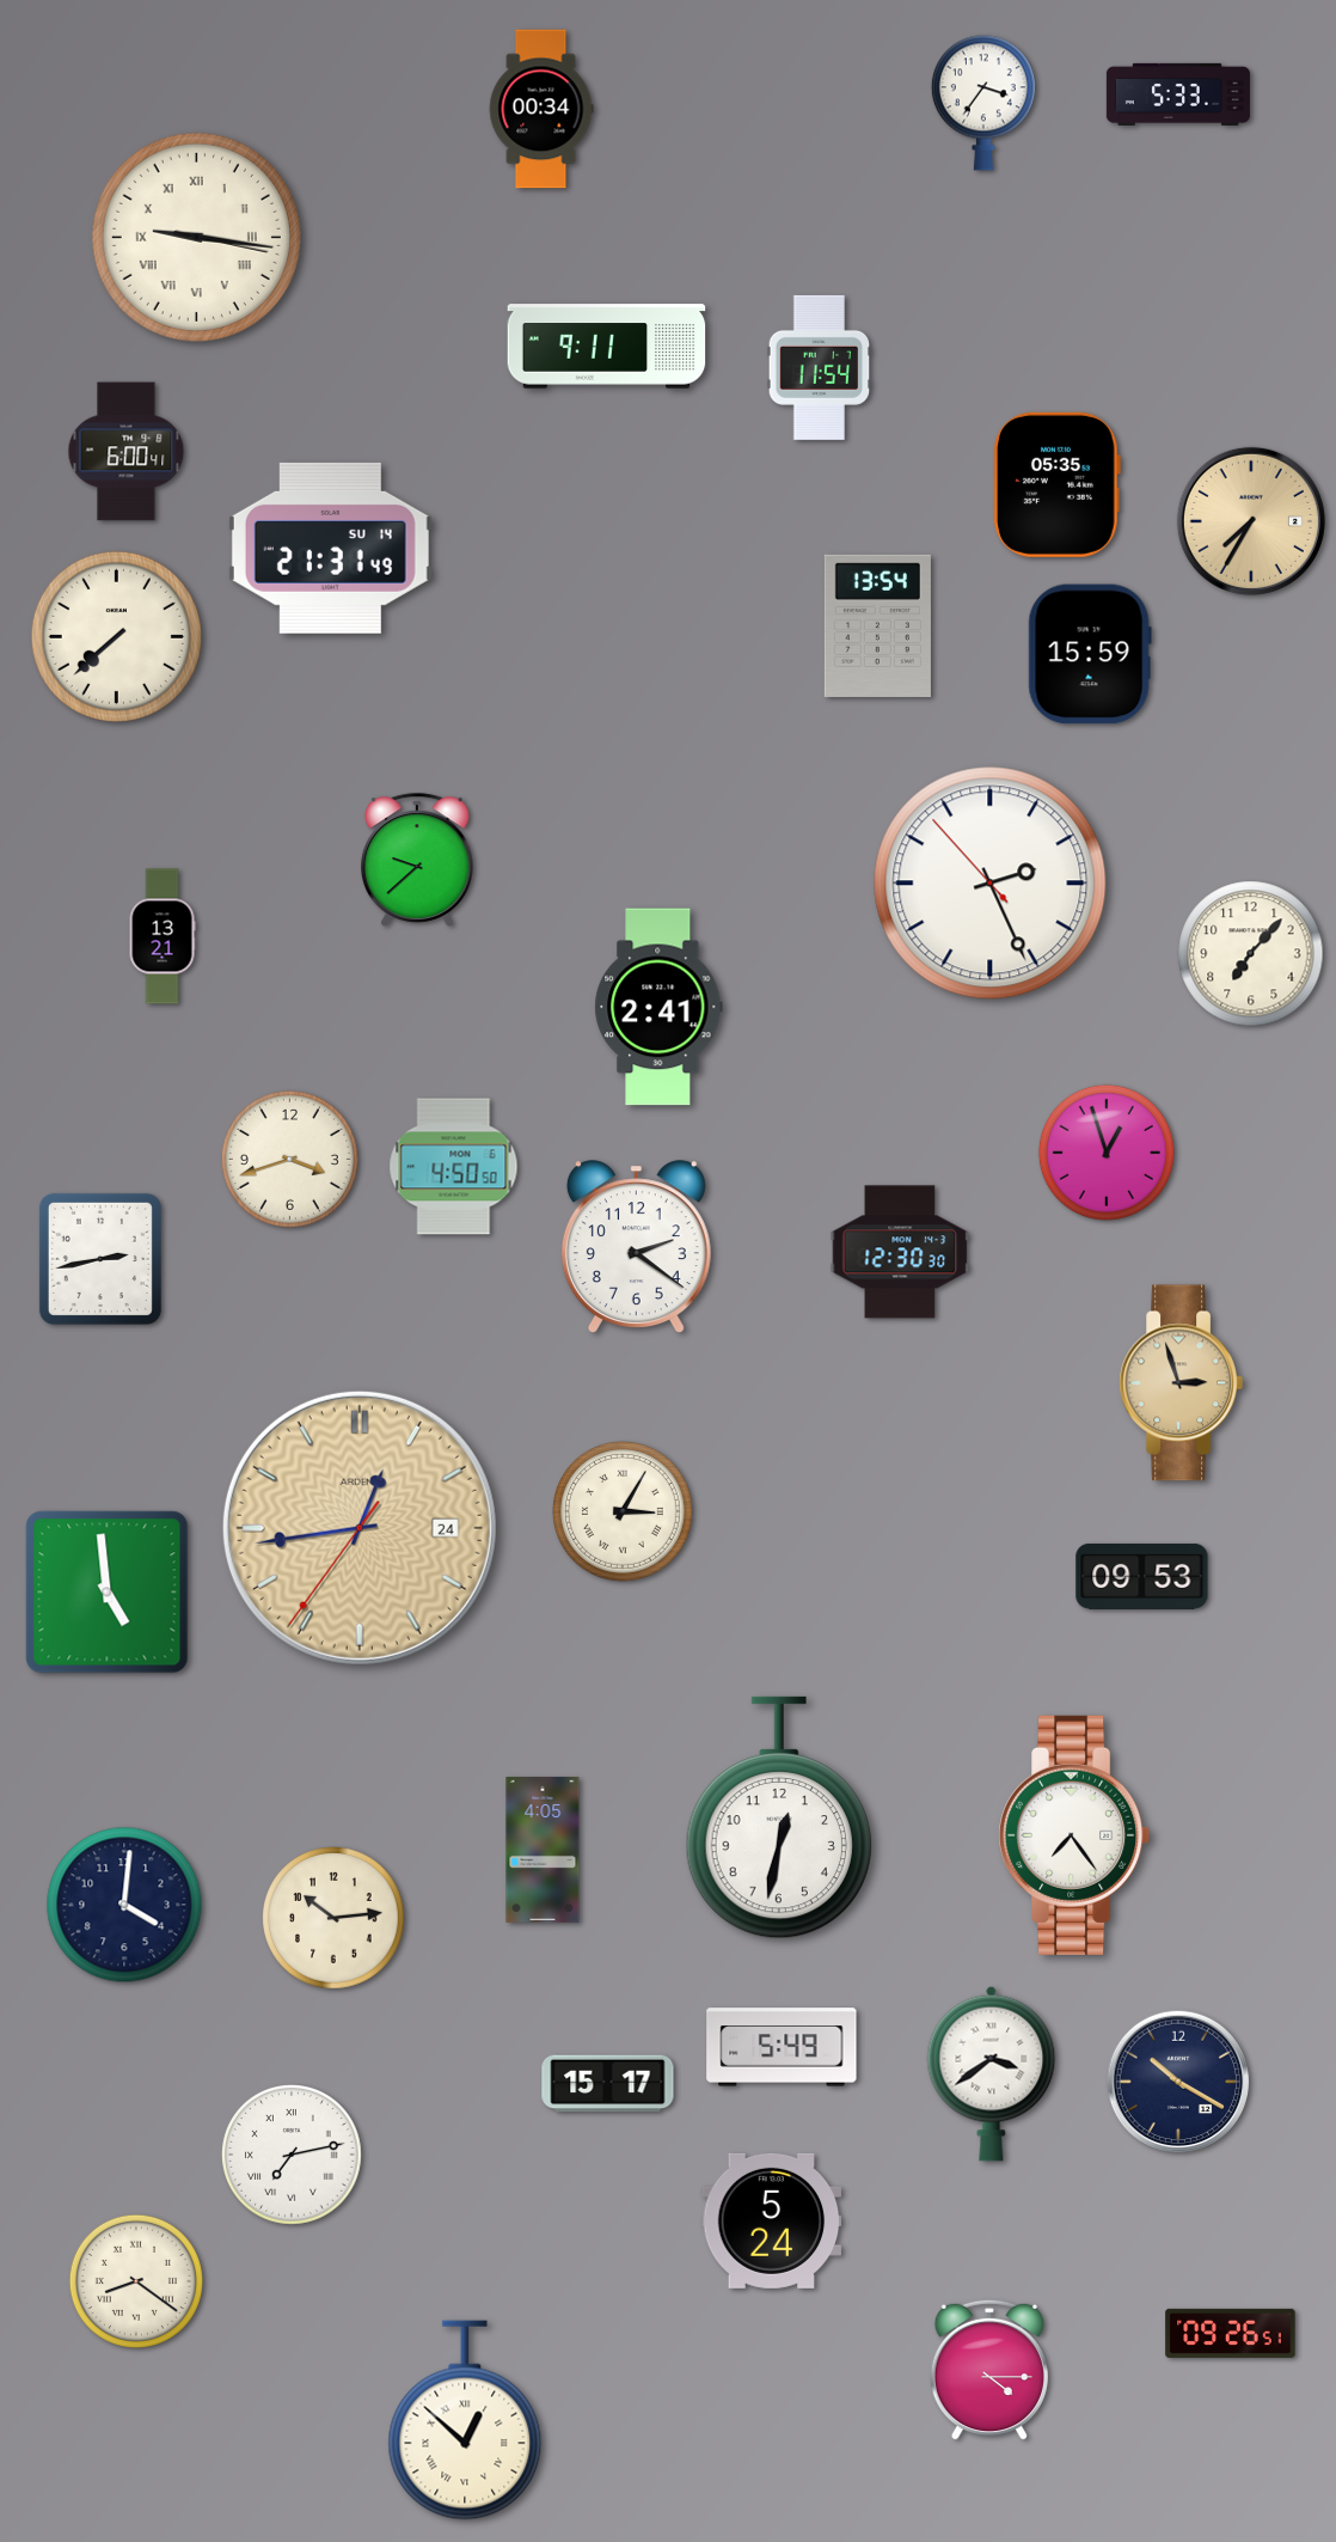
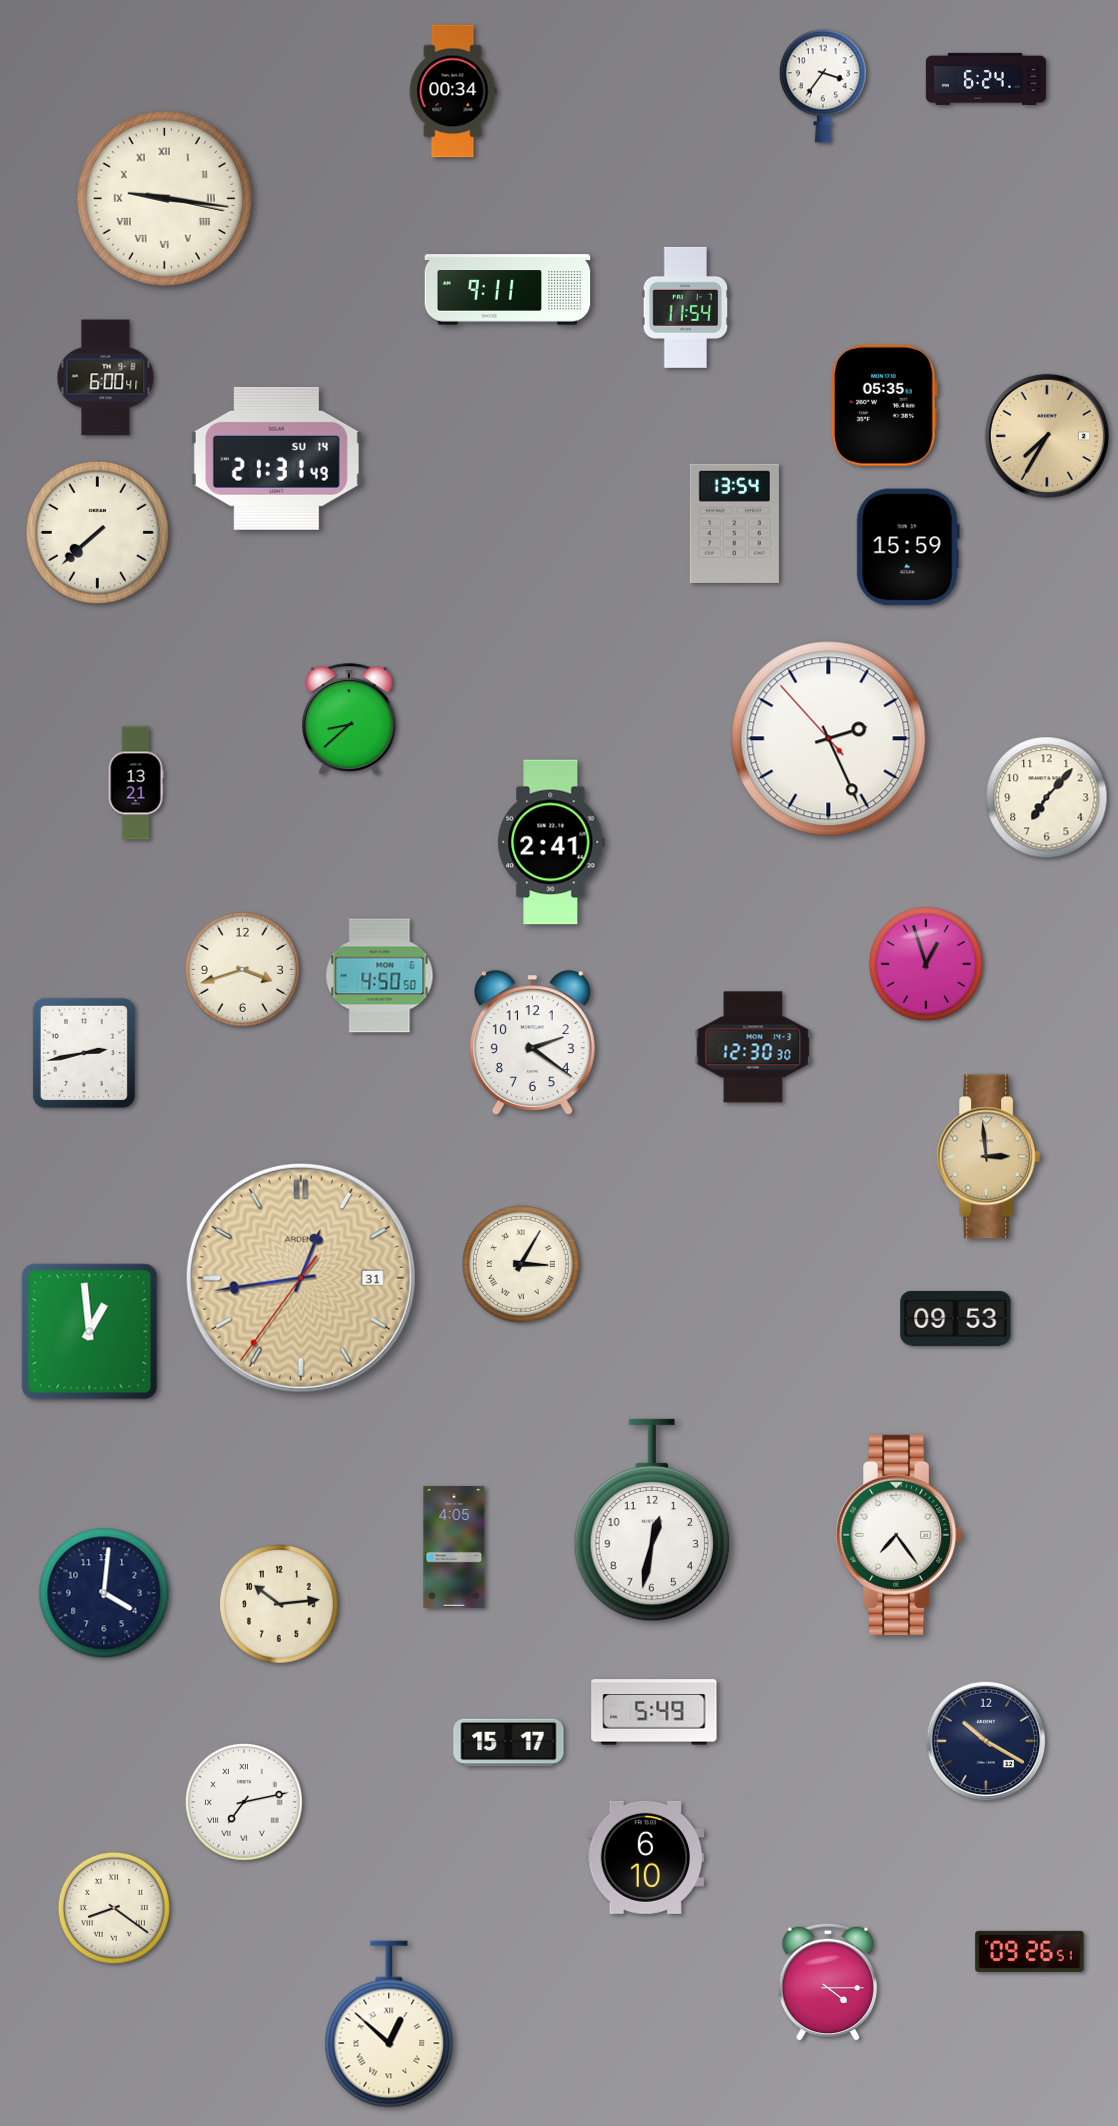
clock at (1178, 94): 5:33 -> 6:24
clock at (1090, 654) position: (1090, 654) -> (908, 547)
clock at (418, 860): 9:38 -> 8:38
clock at (1181, 1383): 2:57 -> 2:59
clock at (360, 1528) date: 24 -> 31
clock at (108, 1593): 4:59 -> 12:59
clock at (992, 2073): 3:39 -> none
clock at (772, 2220): 5:24 -> 6:10
